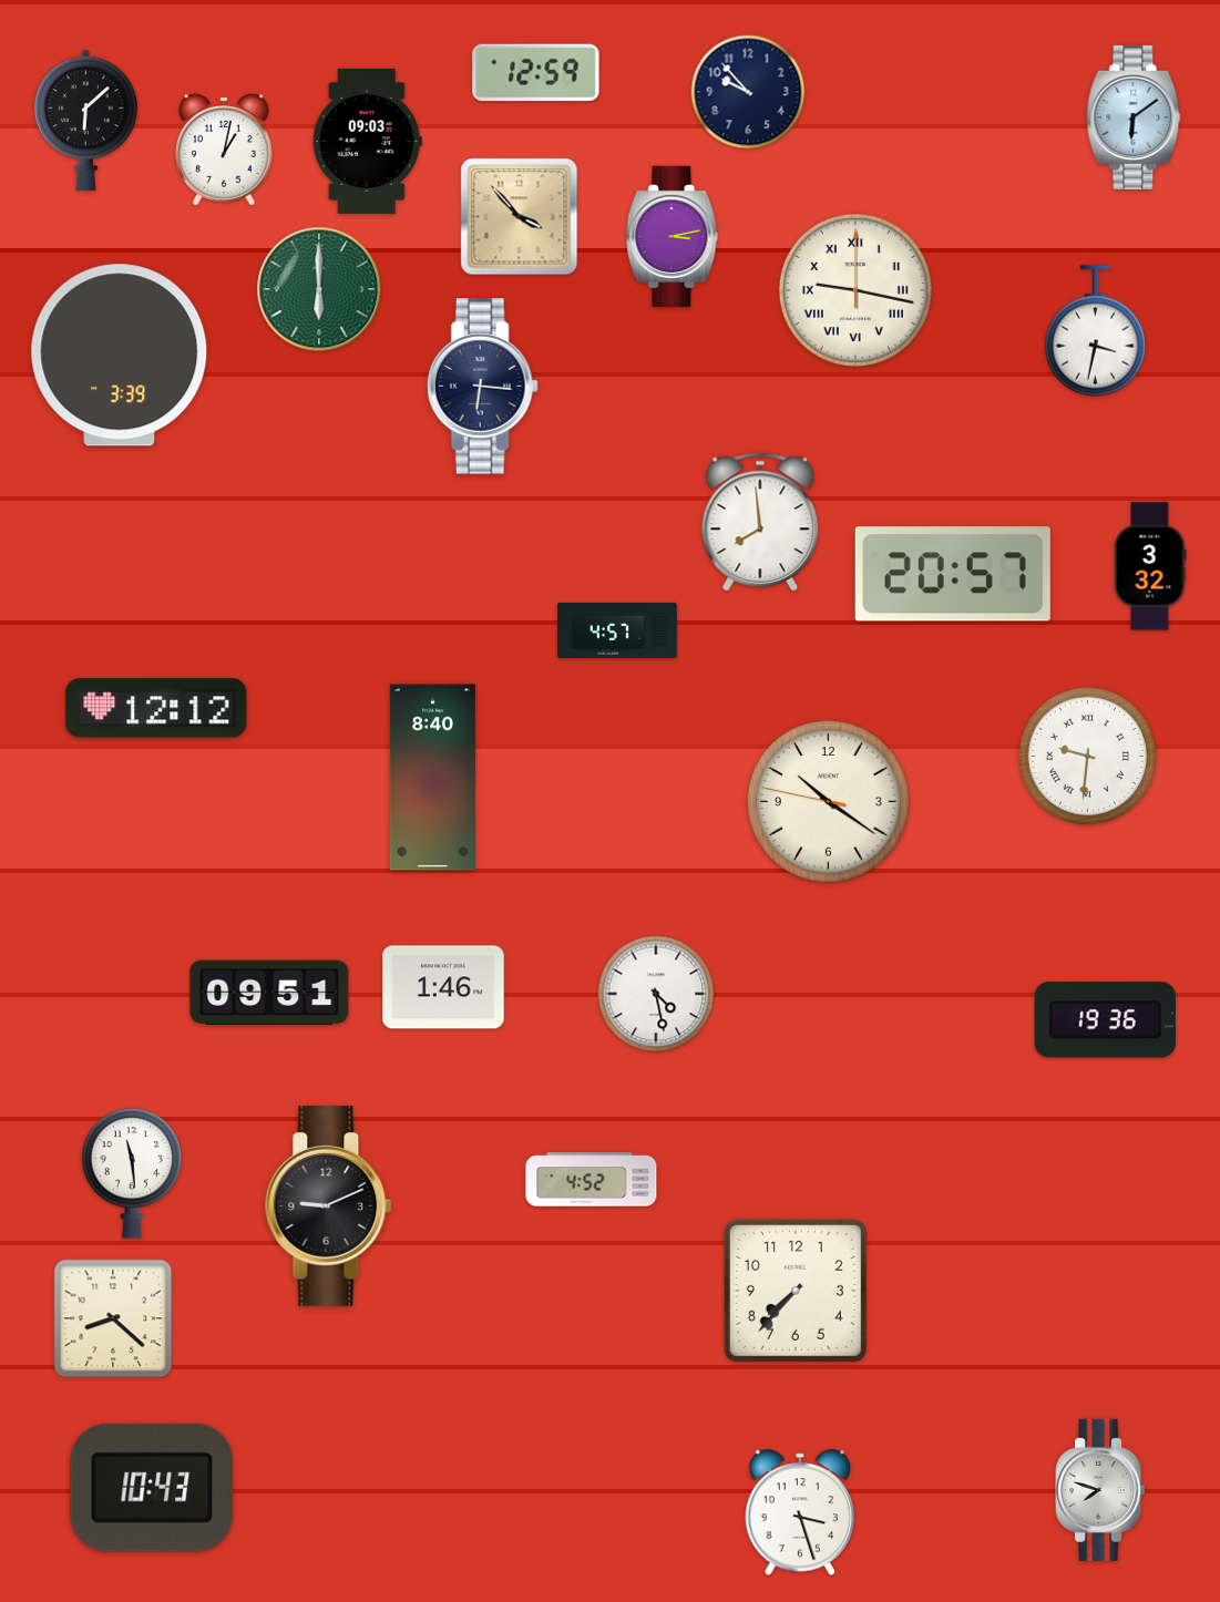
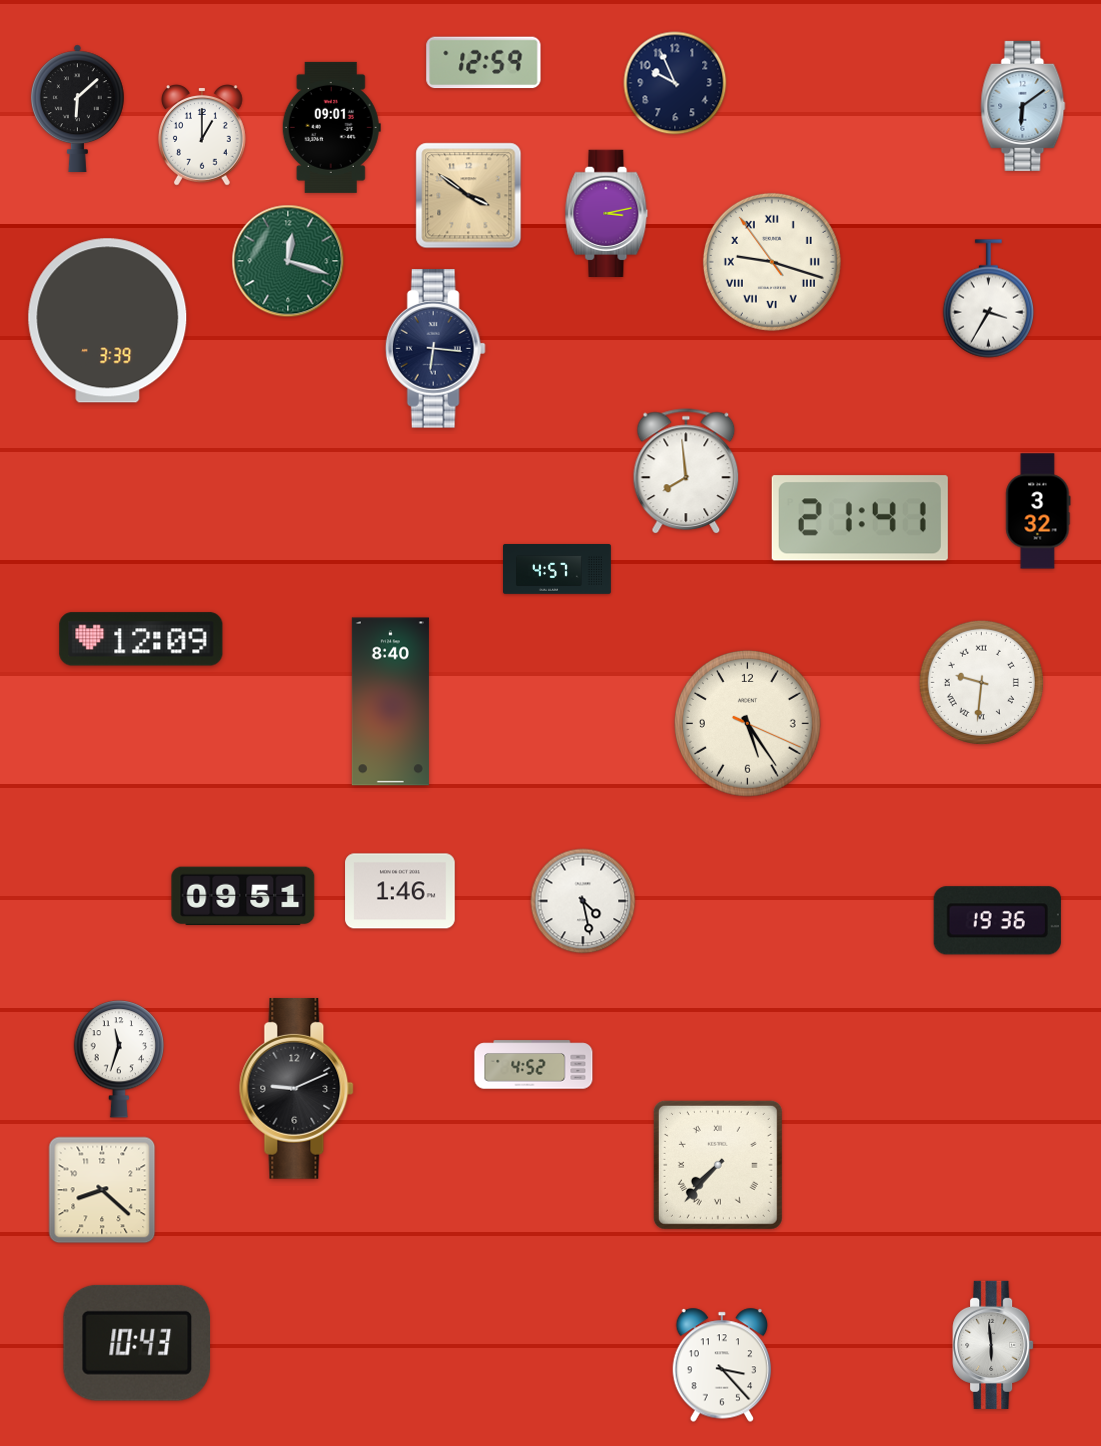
clock at (536, 73) position: (536, 73) -> (484, 63)
clock at (748, 92): 9:53 -> 9:56
clock at (367, 141): 09:03 -> 09:01
clock at (225, 150): 1:02 -> 1:00
clock at (520, 217): 3:53 -> 3:51
clock at (319, 289): 6:00 -> 12:18
clock at (855, 290): 9:17:00 -> 9:17:54
clock at (1095, 331): 3:32 -> 3:35
clock at (953, 574): 20:57 -> 21:41
clock at (156, 708): 12:12 -> 12:09
clock at (828, 801): 10:20 -> 5:24
clock at (656, 994) position: (656, 994) -> (583, 901)
clock at (132, 1173): 11:29 -> 11:33
clock at (796, 1291) numerals: Arabic -> Roman
clock at (1100, 1490): 7:48 -> 5:59
clock at (800, 1512): 3:27 -> 3:23
